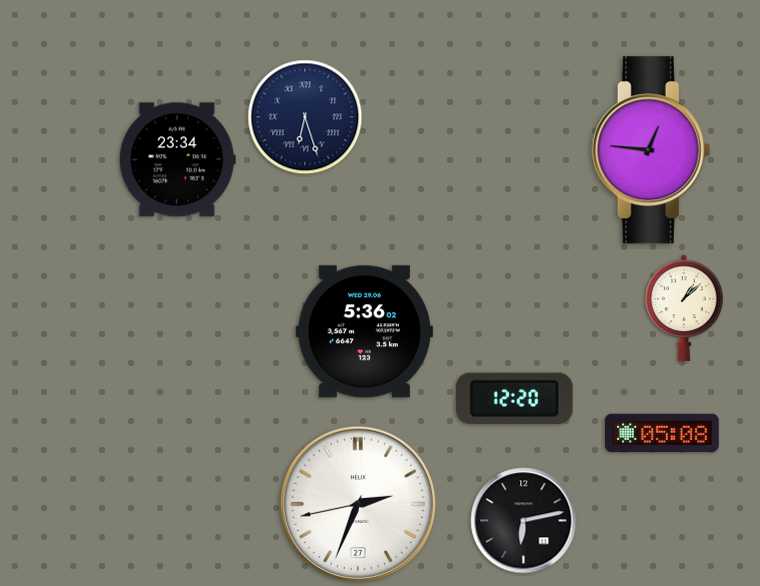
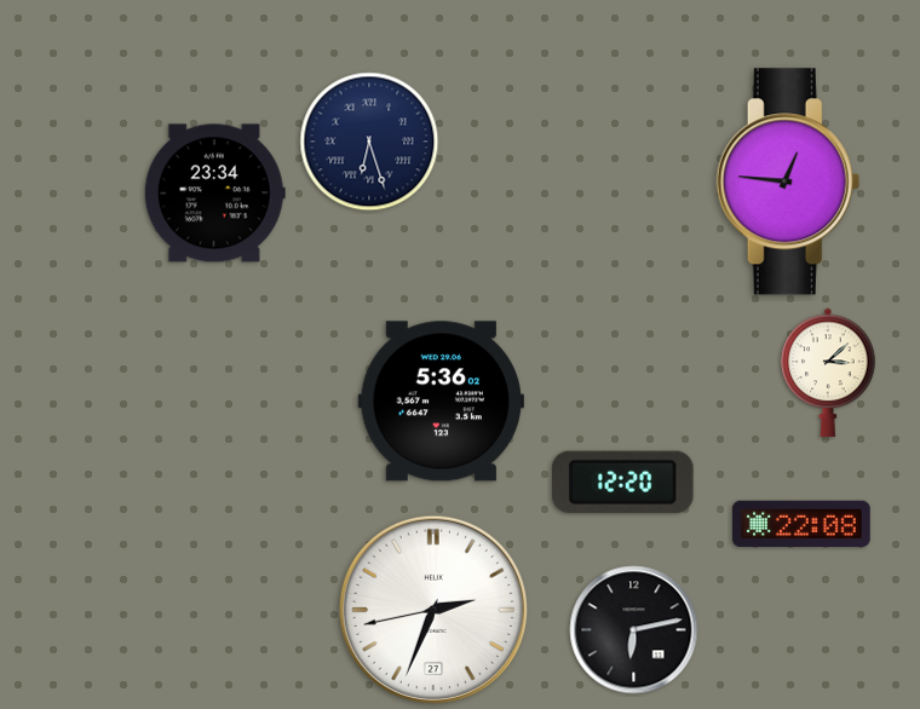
clock at (684, 308): 1:08 -> 3:08
clock at (663, 432): 05:08 -> 22:08
